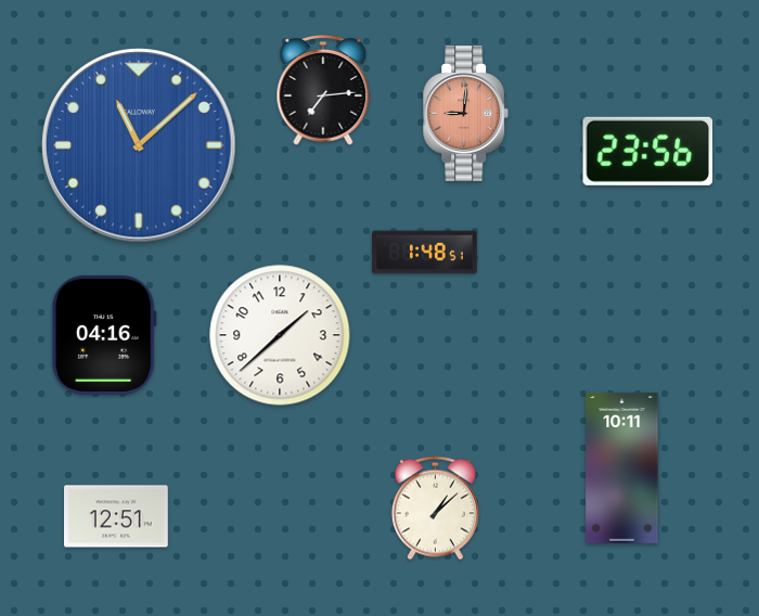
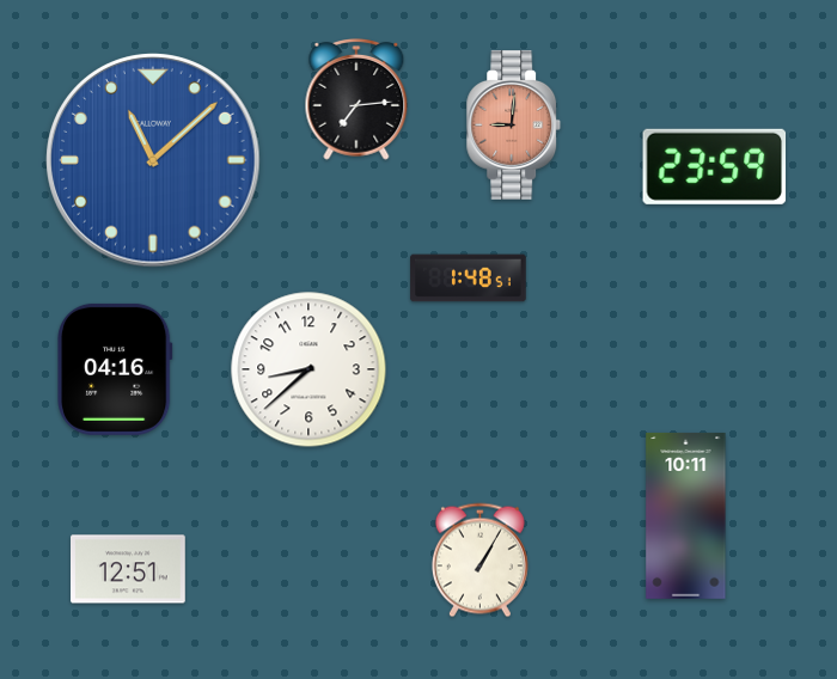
clock at (648, 151): 23:56 -> 23:59
clock at (280, 335): 1:38 -> 8:38
clock at (435, 509): 1:08 -> 1:05
